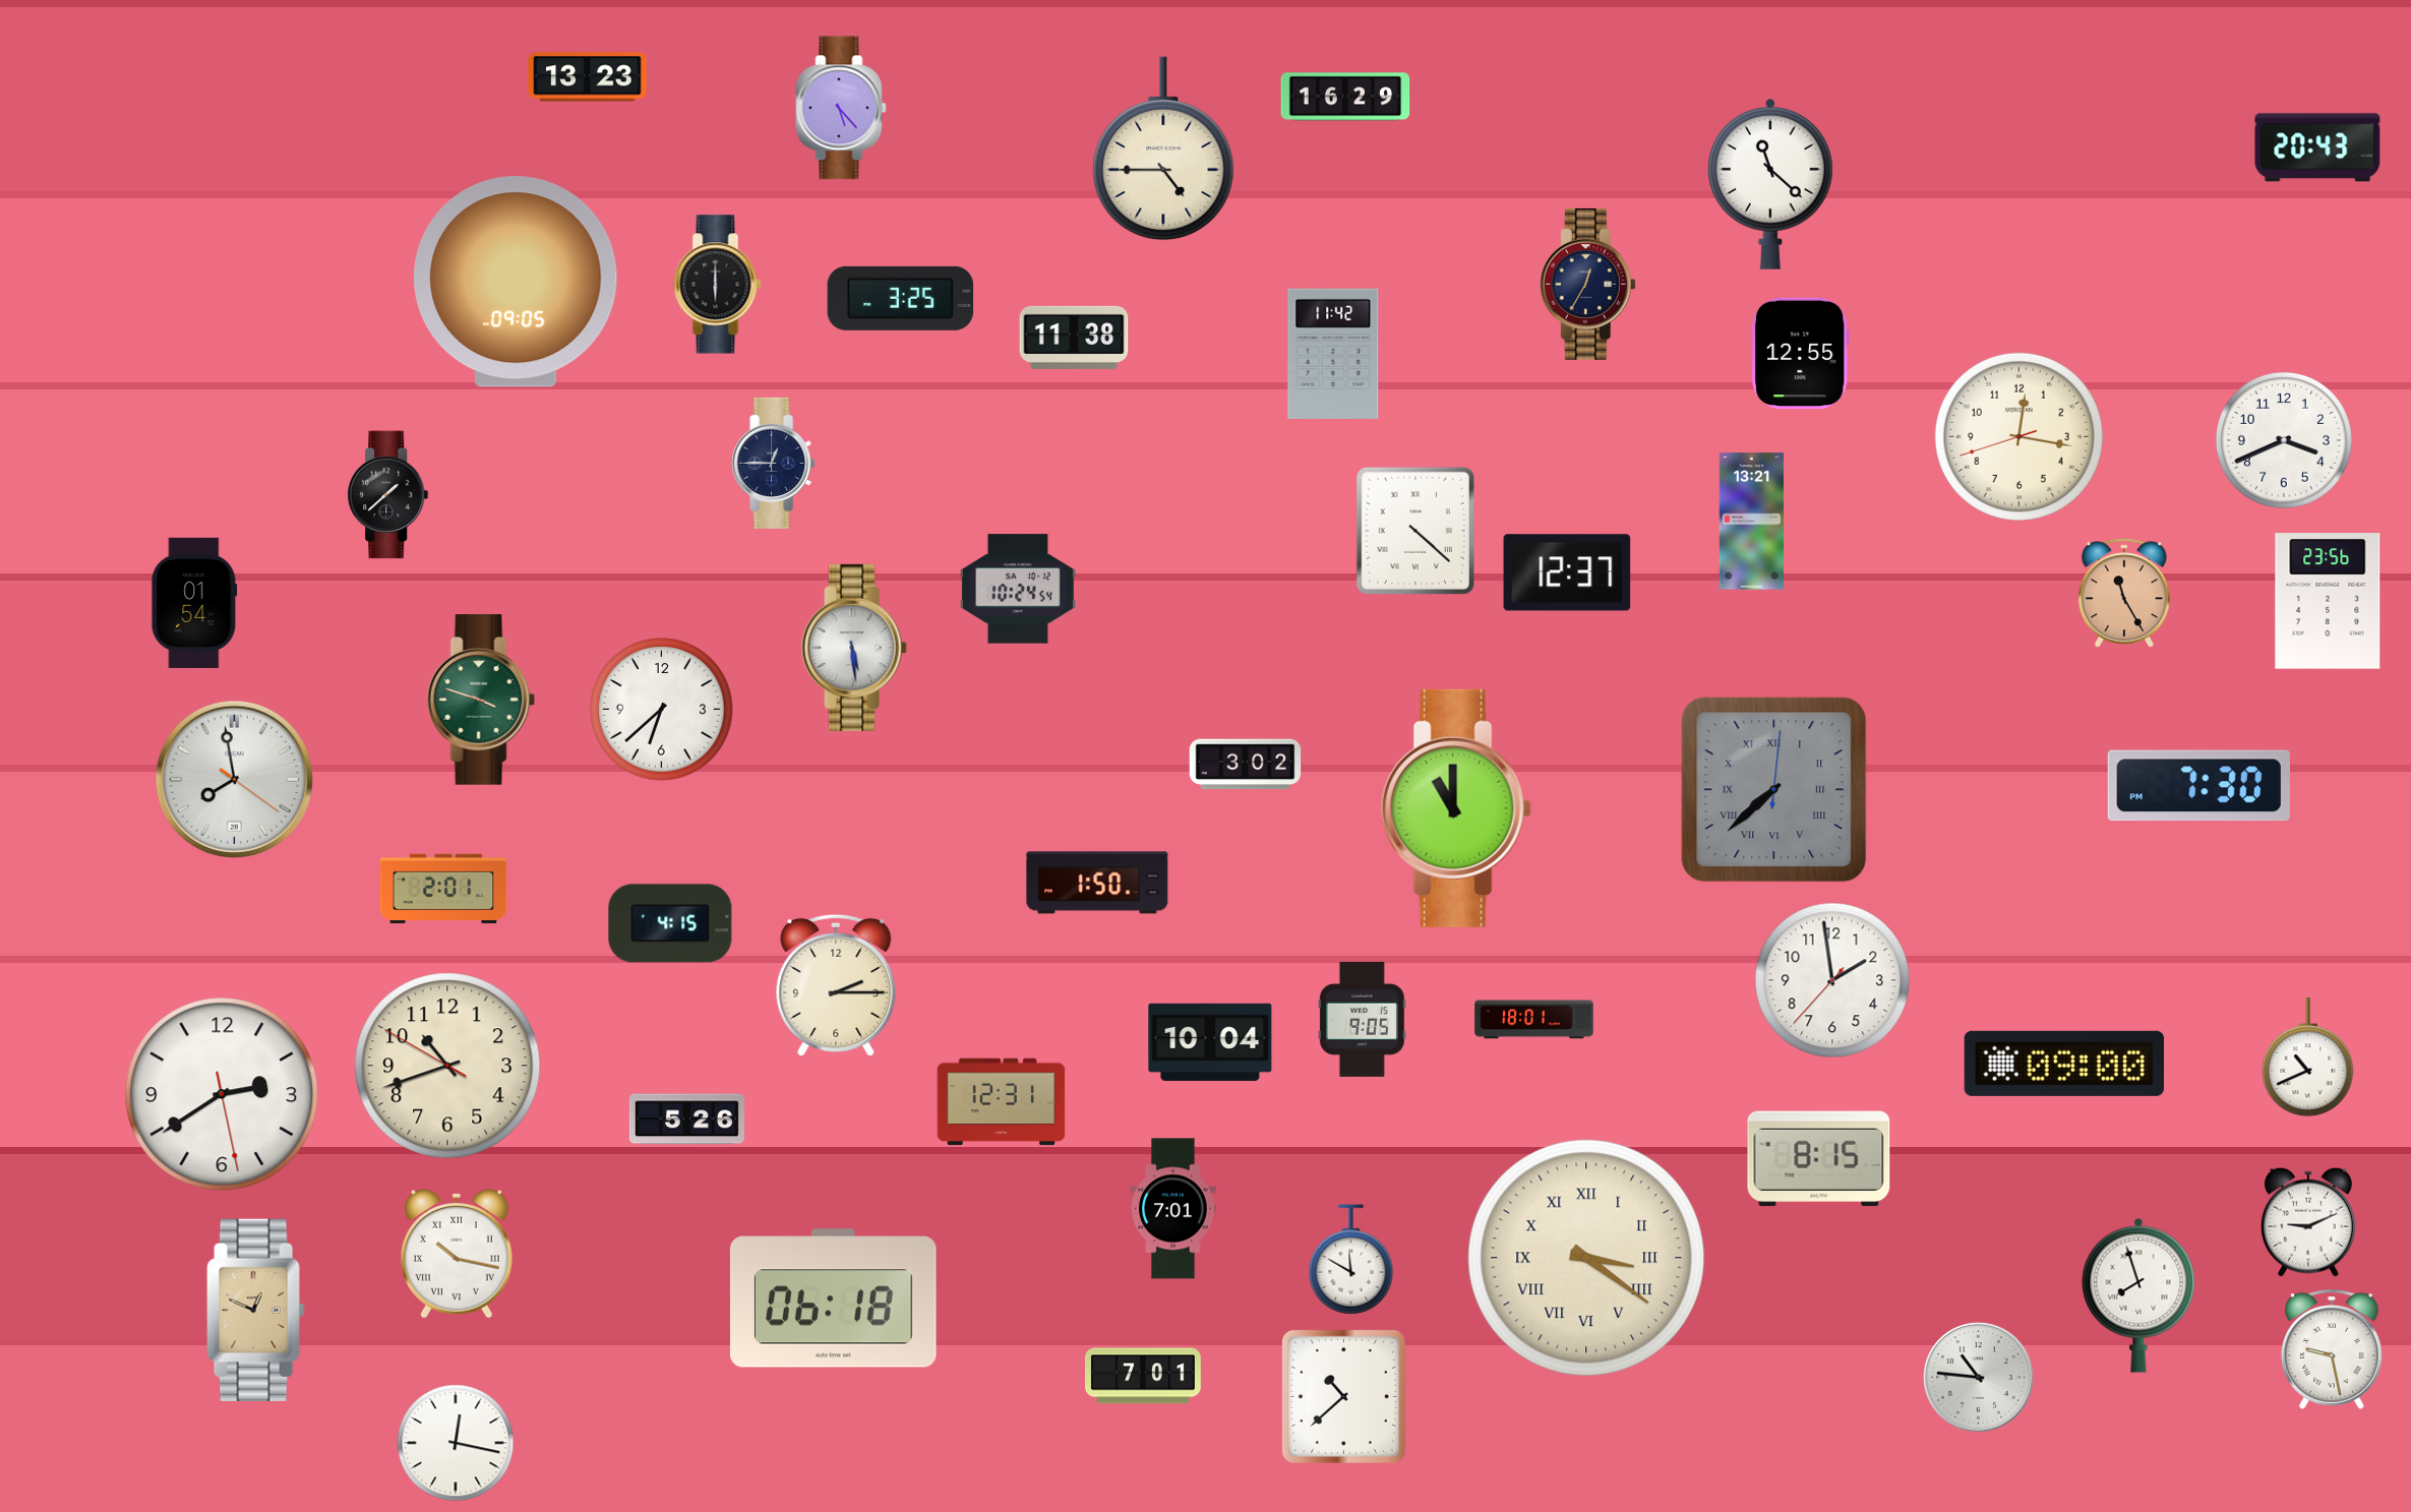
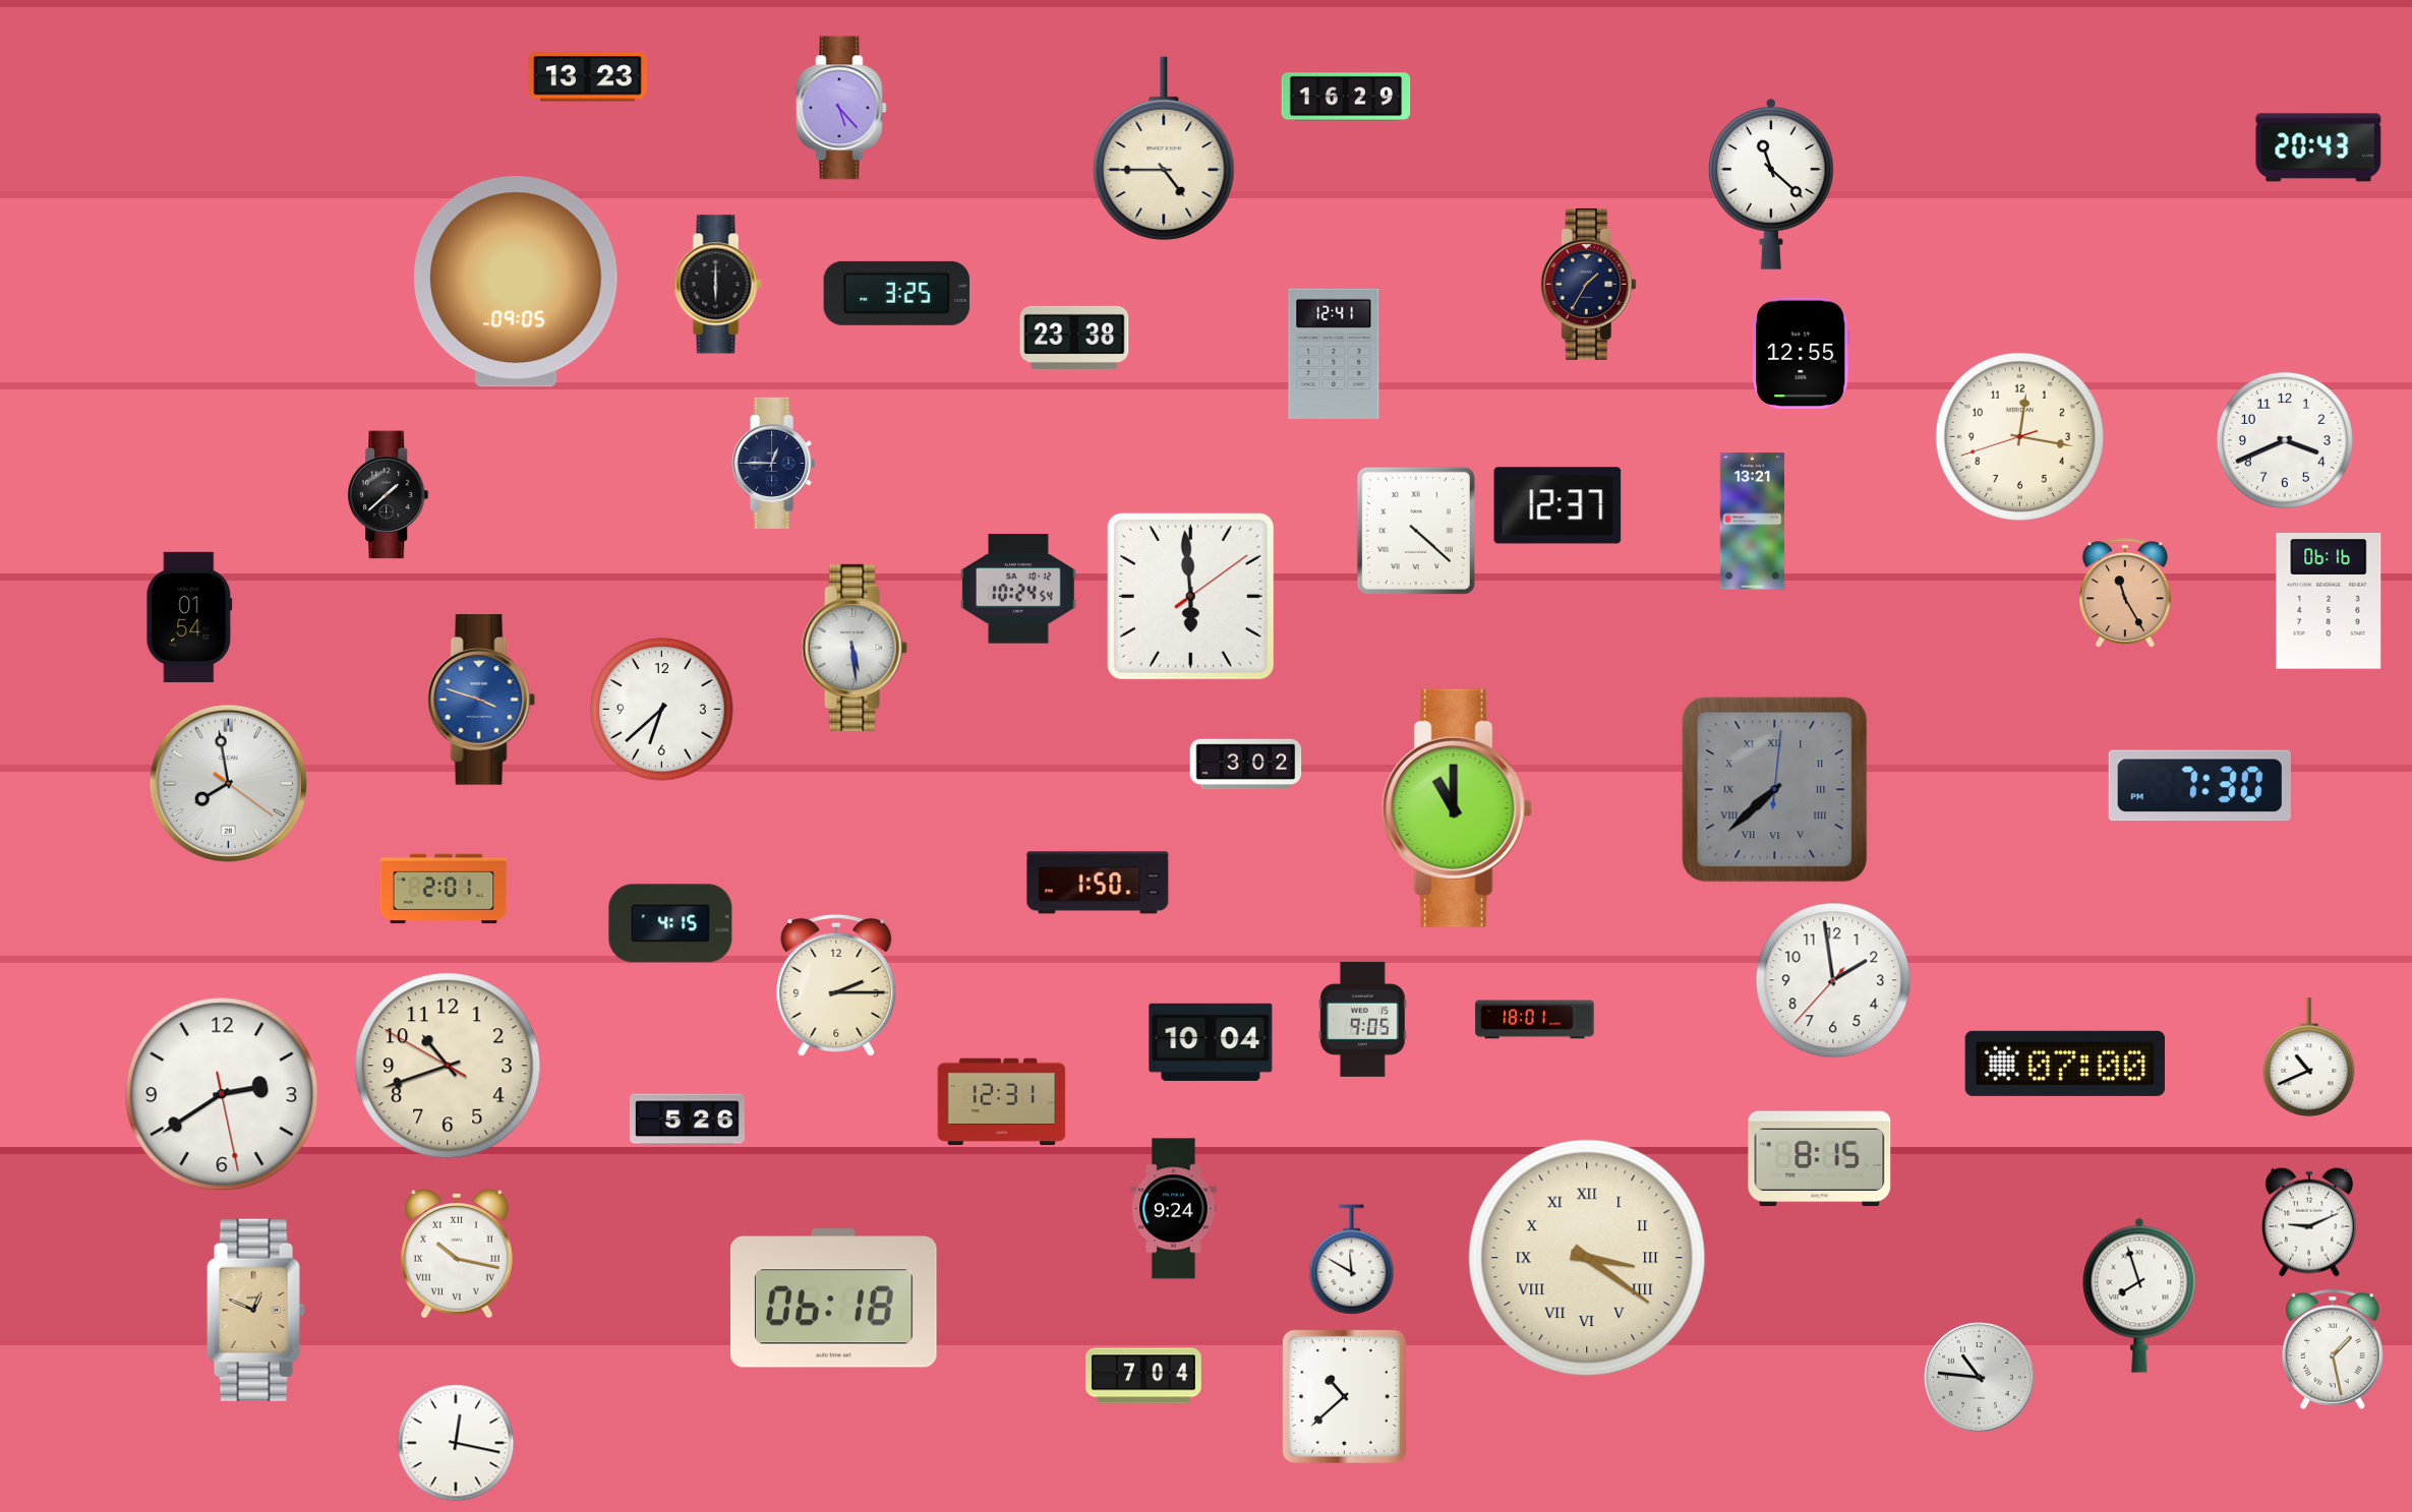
clock at (1587, 284): 12:35 -> 1:35
clock at (901, 298) position: (901, 298) -> (897, 293)
clock at (1074, 338): 11:38 -> 23:38
clock at (1333, 354): 11:42 -> 12:41
clock at (1567, 572) position: (1567, 572) -> (1557, 505)
clock at (1190, 596): none -> 5:59
clock at (2328, 601): 23:56 -> 06:16
clock at (194, 603) position: (194, 603) -> (189, 617)
clock at (481, 700) dial: green -> blue
clock at (234, 779) position: (234, 779) -> (228, 783)
clock at (2064, 1064): 09:00 -> 07:00
clock at (1173, 1209): 7:01 -> 9:24
clock at (2333, 1349): 9:28 -> 1:28
clock at (1143, 1376): 7:01 -> 7:04
